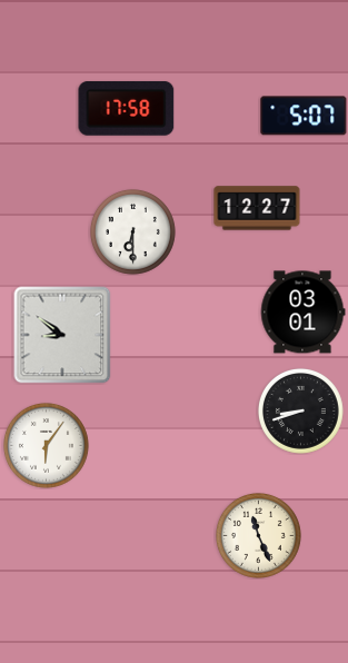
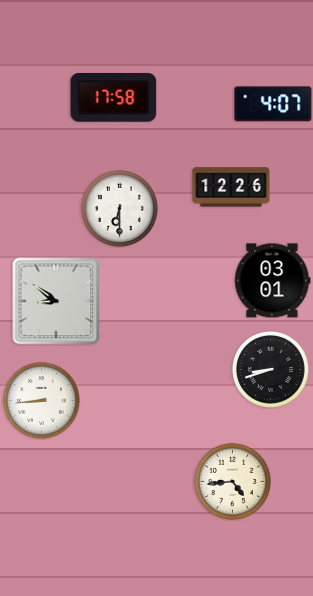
clock at (304, 116): 5:07 -> 4:07
clock at (257, 208): 12:27 -> 12:26
clock at (46, 445): 6:06 -> 8:44
clock at (258, 535): 11:26 -> 4:44
